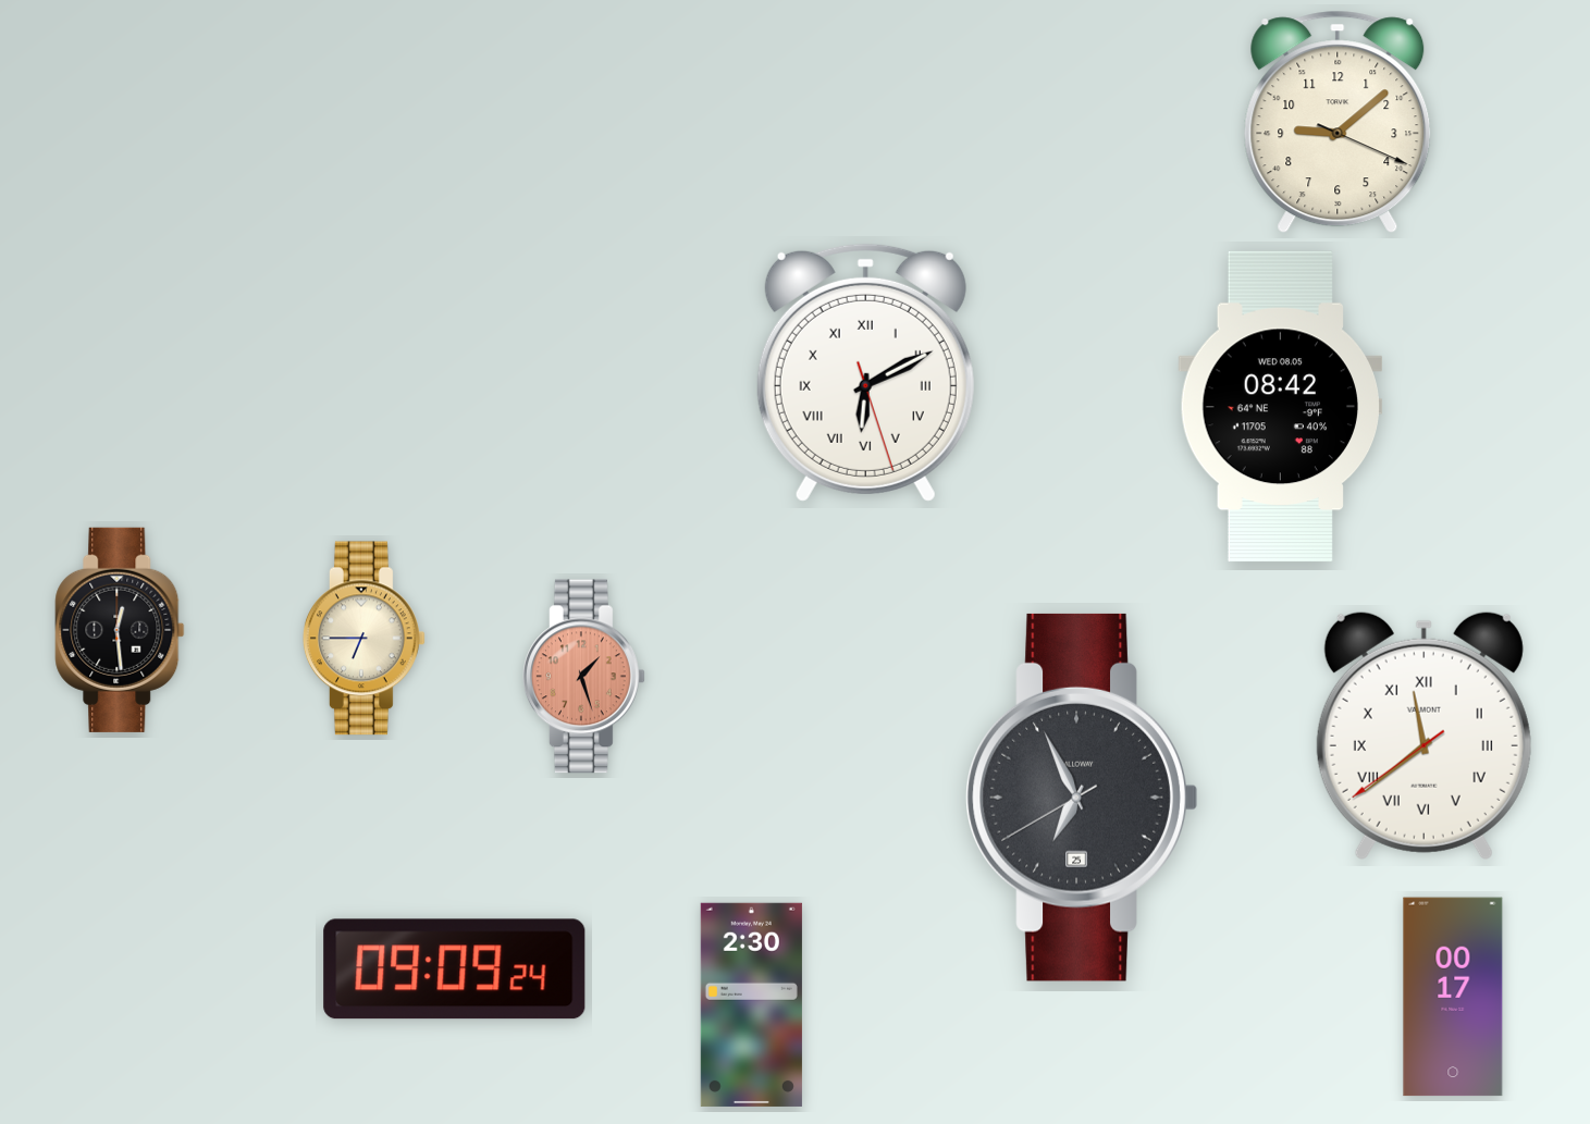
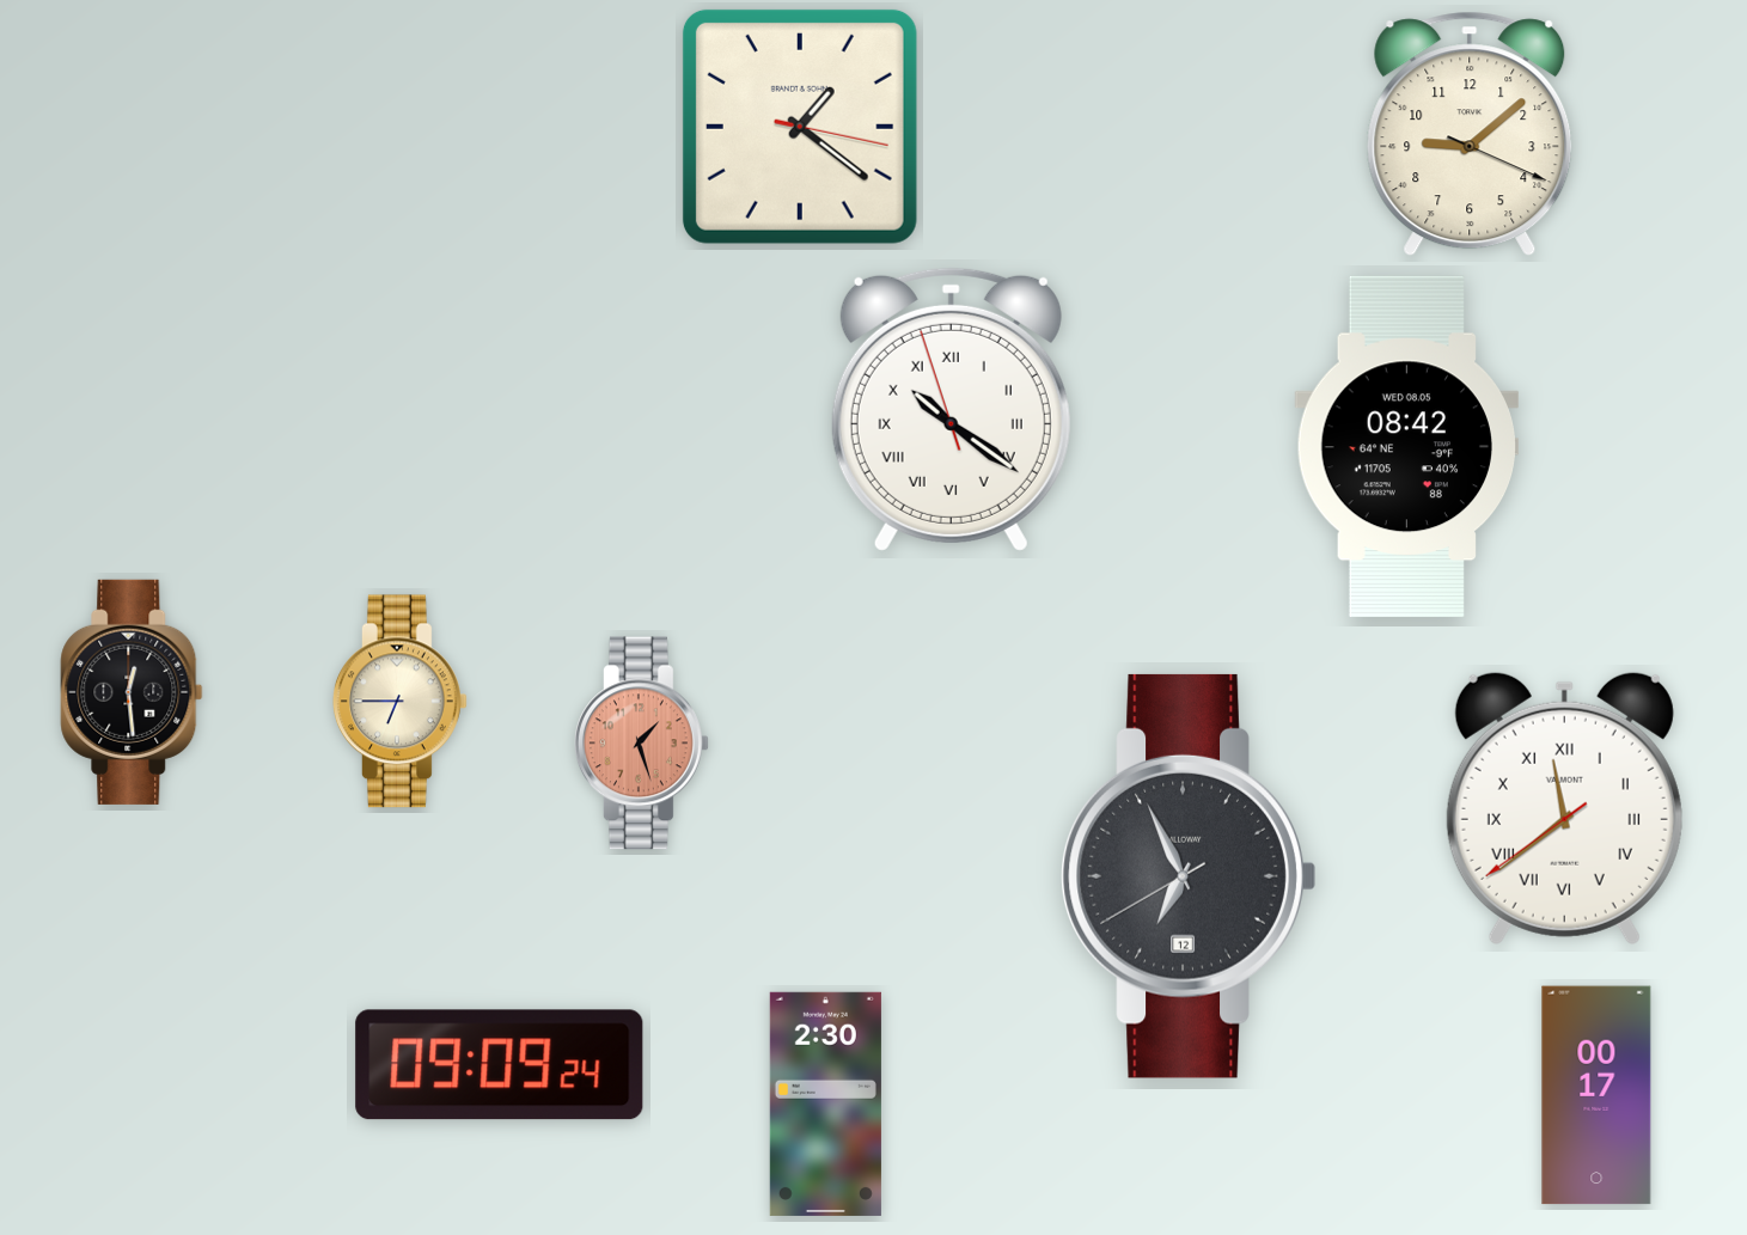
clock at (800, 127): none -> 1:21
clock at (865, 372): 6:10 -> 10:20
clock at (1082, 798) date: 25 -> 12
